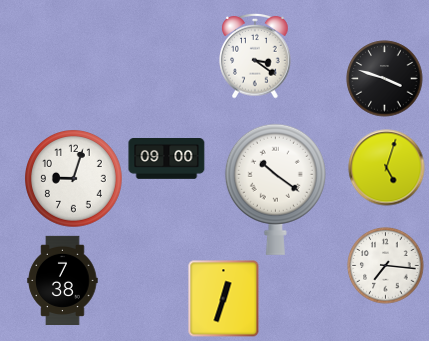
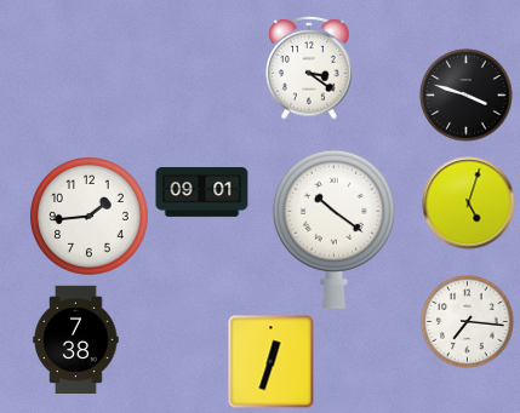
clock at (167, 159): 09:00 -> 09:01
clock at (74, 179): 9:03 -> 1:44
